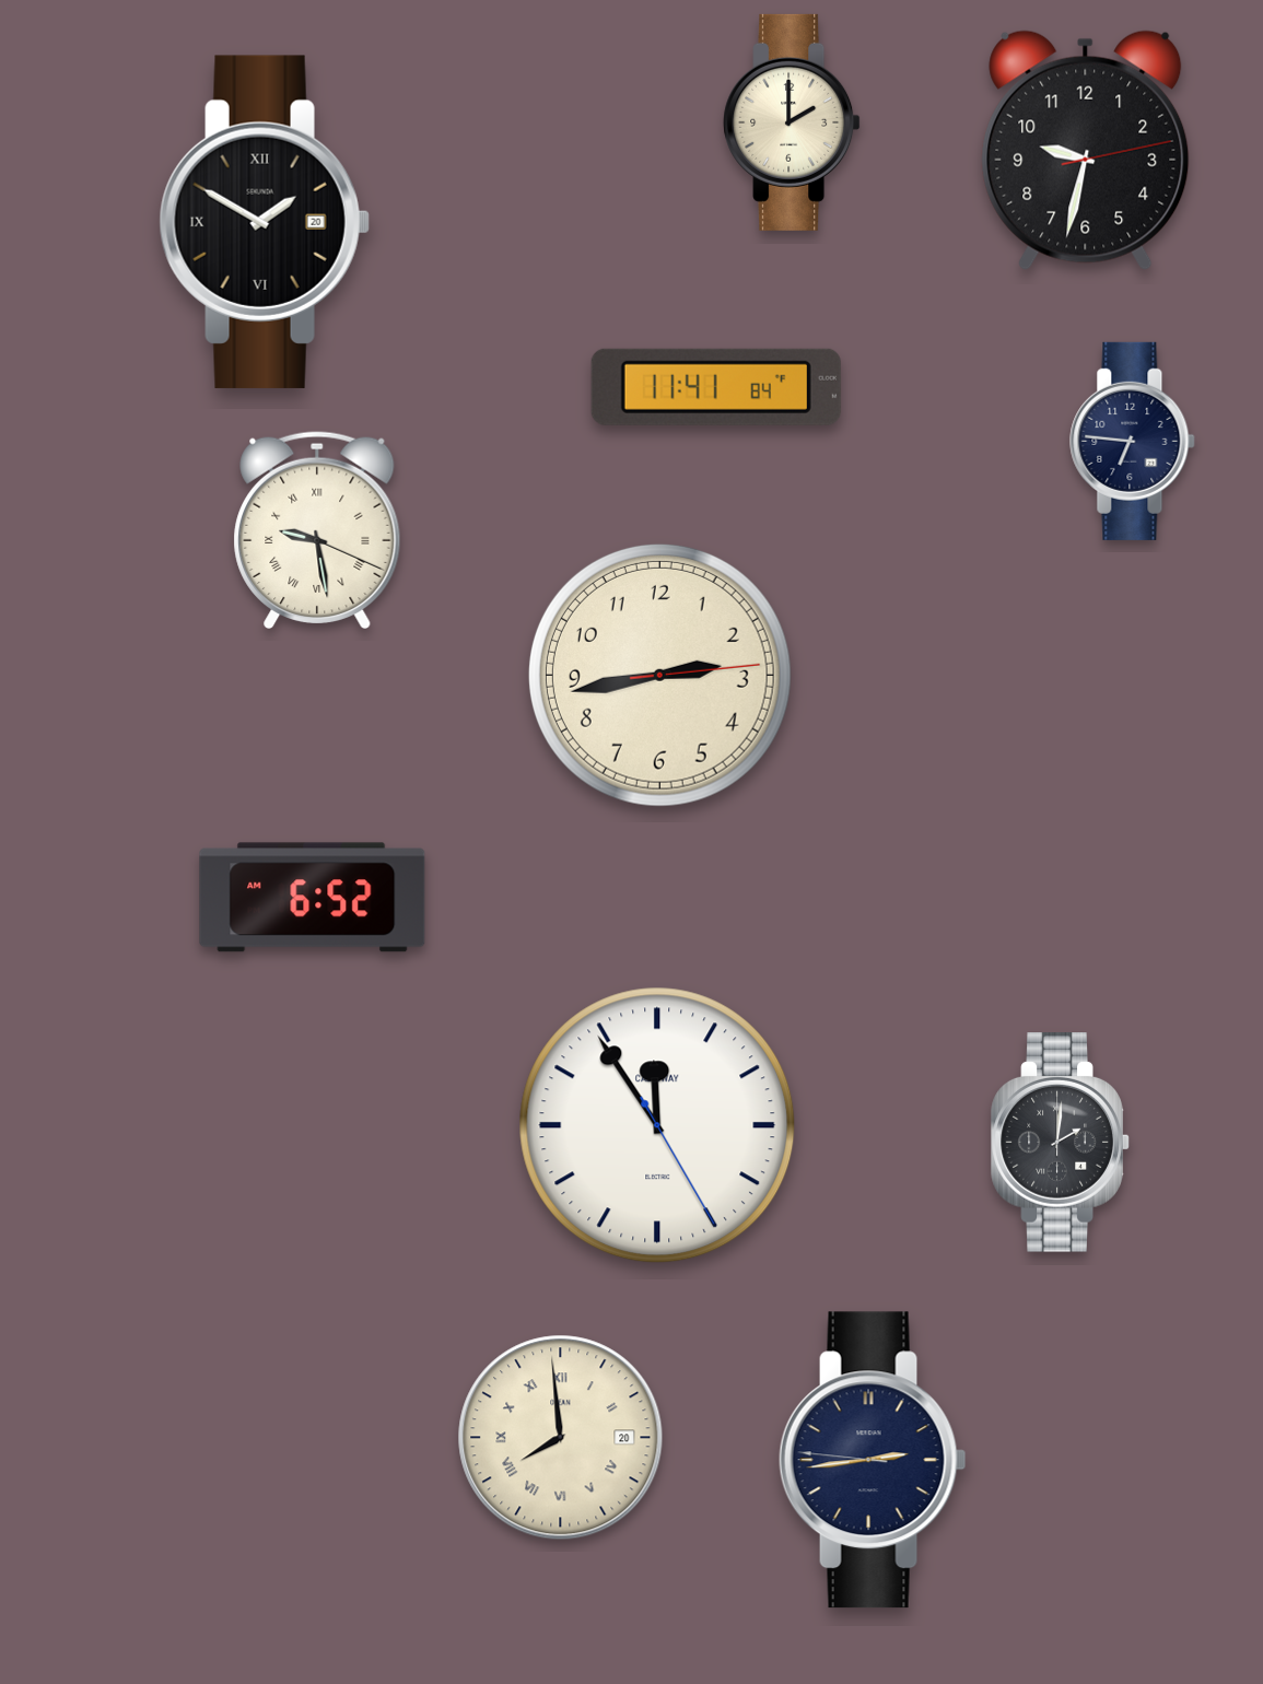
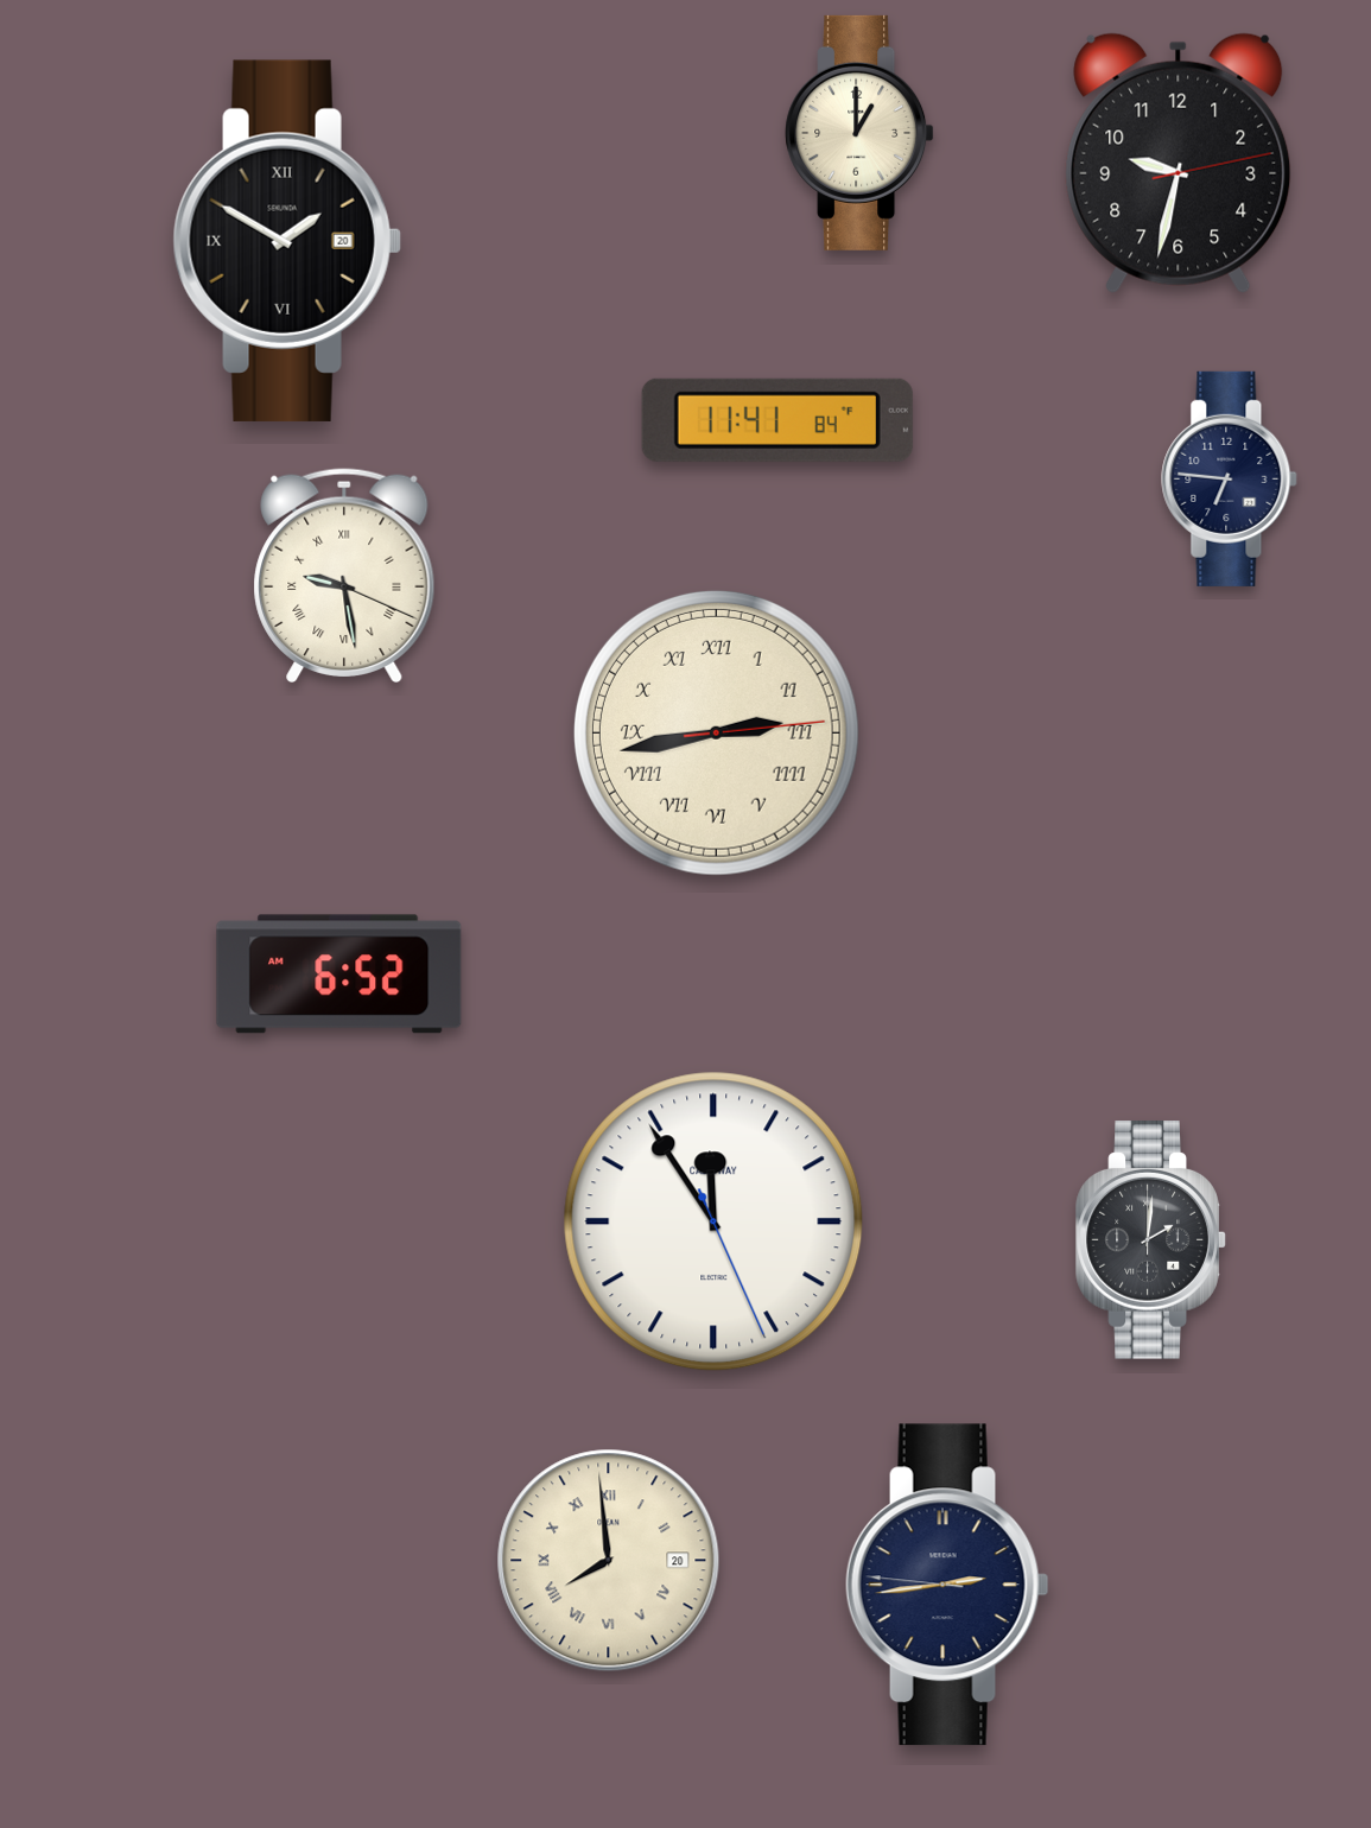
clock at (792, 122): 2:00 -> 1:00
clock at (659, 675) numerals: Arabic -> Roman
clock at (657, 1125): 11:54:25 -> 11:54:26
